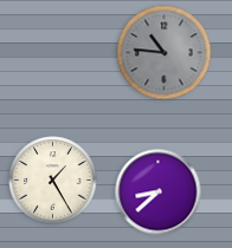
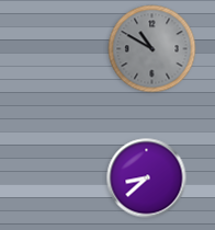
clock at (165, 53): 10:46 -> 10:50
clock at (53, 181): 1:25 -> none
